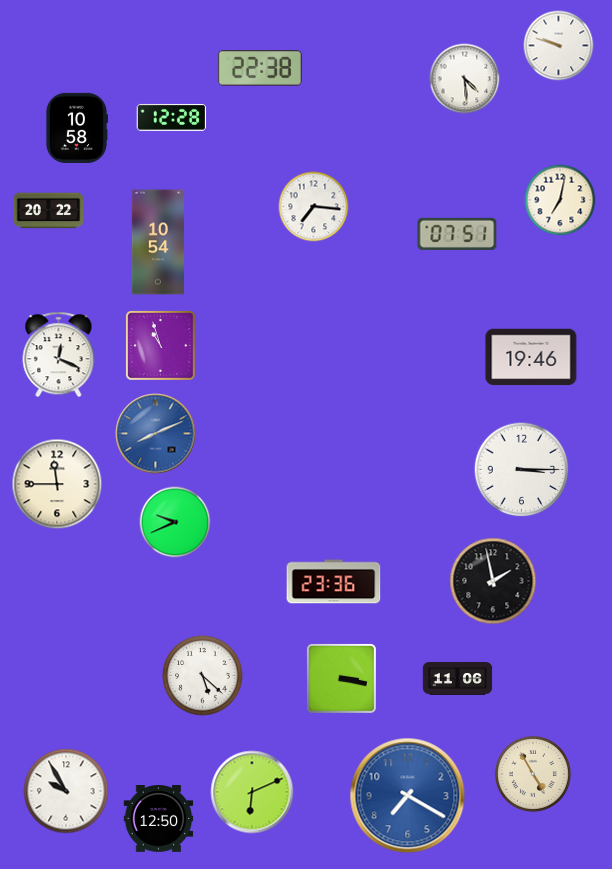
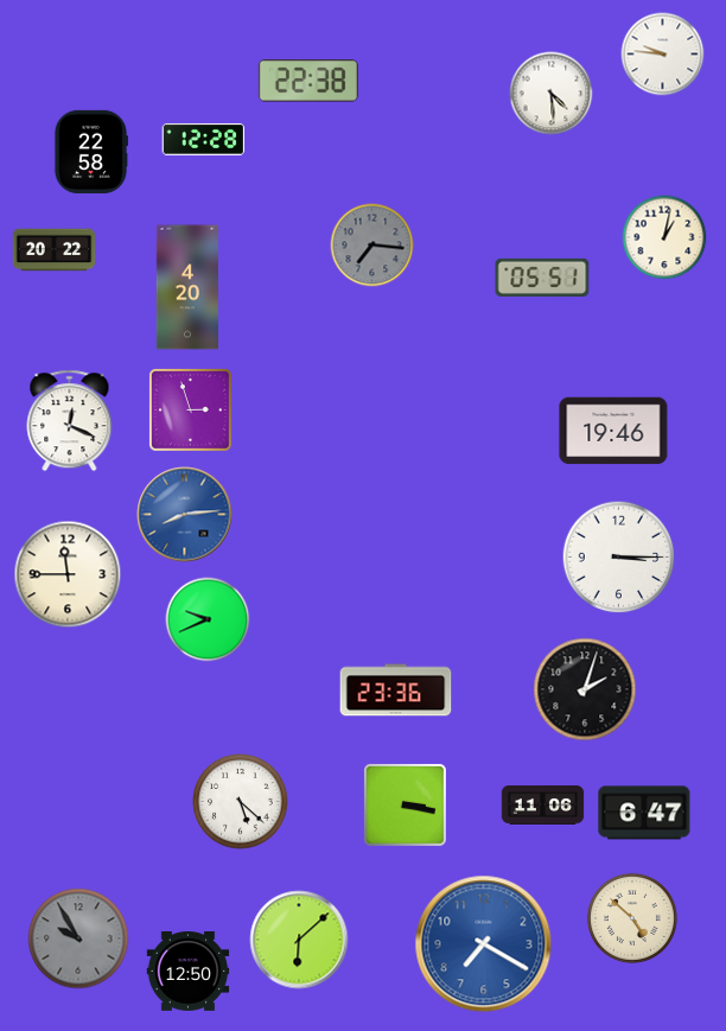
clock at (559, 46): 9:48 -> 9:46
clock at (77, 128): 10:58 -> 22:58
clock at (560, 200): 7:02 -> 1:02
clock at (314, 207) dial: white -> grey
clock at (49, 211) position: (49, 211) -> (55, 250)
clock at (457, 234): 07:51 -> 05:51
clock at (158, 242): 10:54 -> 4:20
clock at (160, 345): 10:57 -> 2:57
clock at (531, 357) position: (531, 357) -> (613, 431)
clock at (156, 434): 8:11 -> 8:14
clock at (493, 581): 1:58 -> 2:03
clock at (644, 813): none -> 6:47
clock at (533, 774): 4:55 -> 4:52
clock at (66, 791) dial: white -> grey
clock at (252, 792): 6:11 -> 6:08
